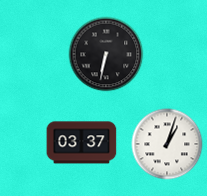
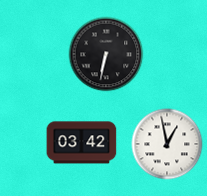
clock at (82, 143): 03:37 -> 03:42
clock at (167, 144): 1:03 -> 12:58
